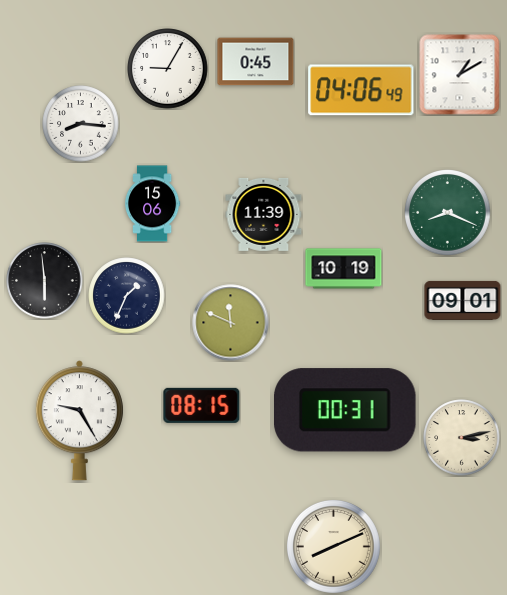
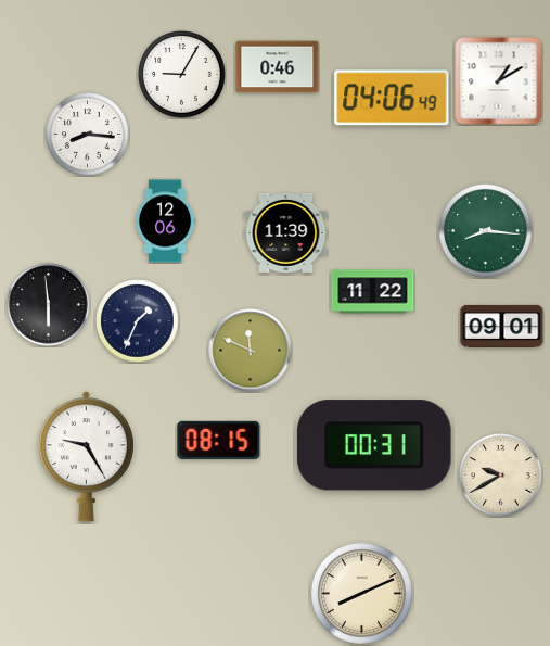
clock at (256, 62): 0:45 -> 0:46
clock at (152, 204): 15:06 -> 12:06
clock at (448, 213): 8:19 -> 8:16
clock at (344, 269): 10:19 -> 11:22
clock at (462, 438): 3:13 -> 9:40
